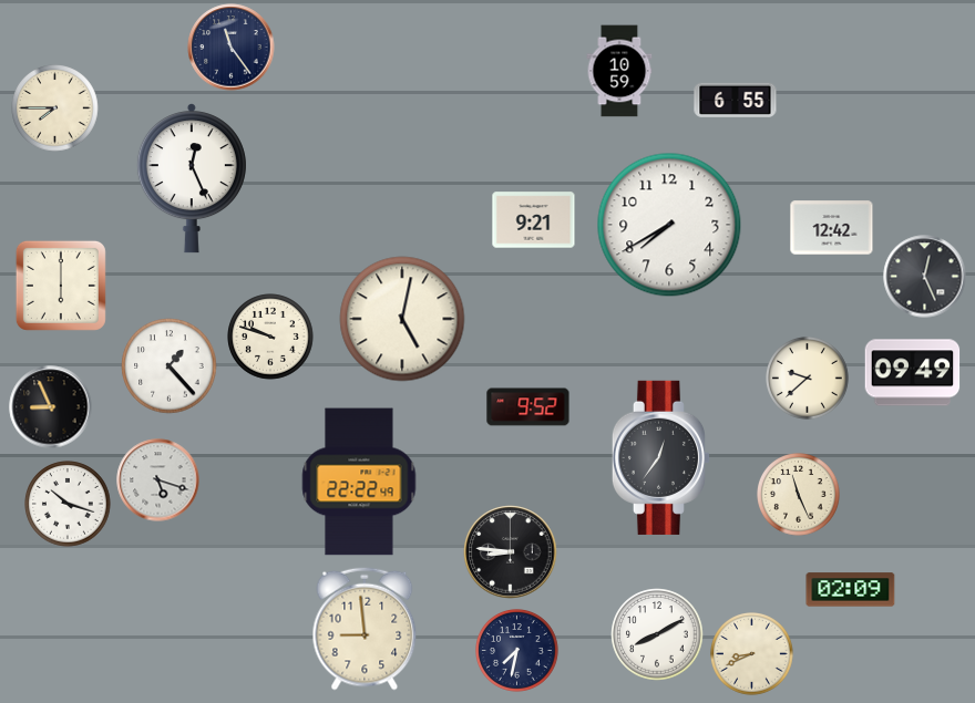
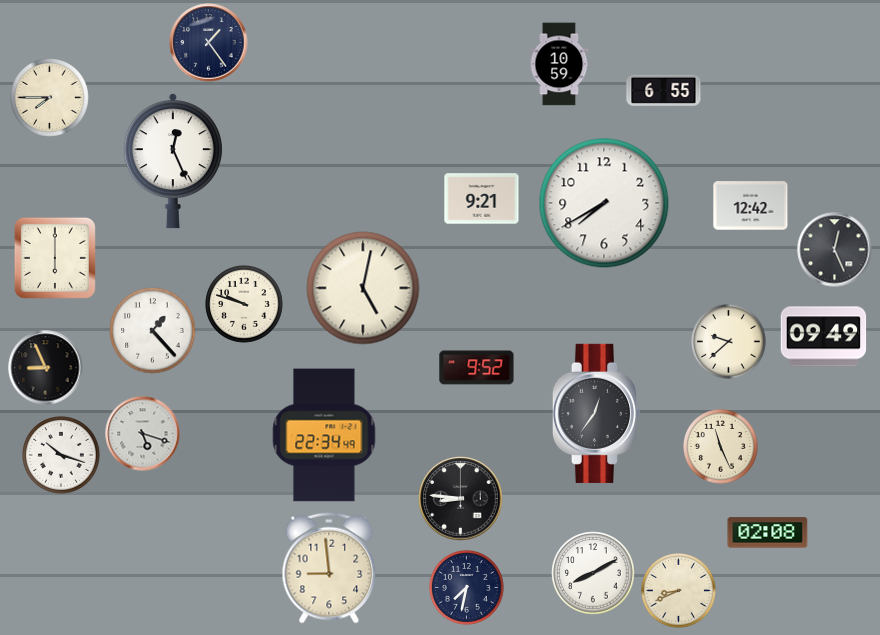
clock at (232, 48): 11:24 -> 1:24
clock at (359, 482): 22:22 -> 22:34
clock at (851, 590): 02:09 -> 02:08
